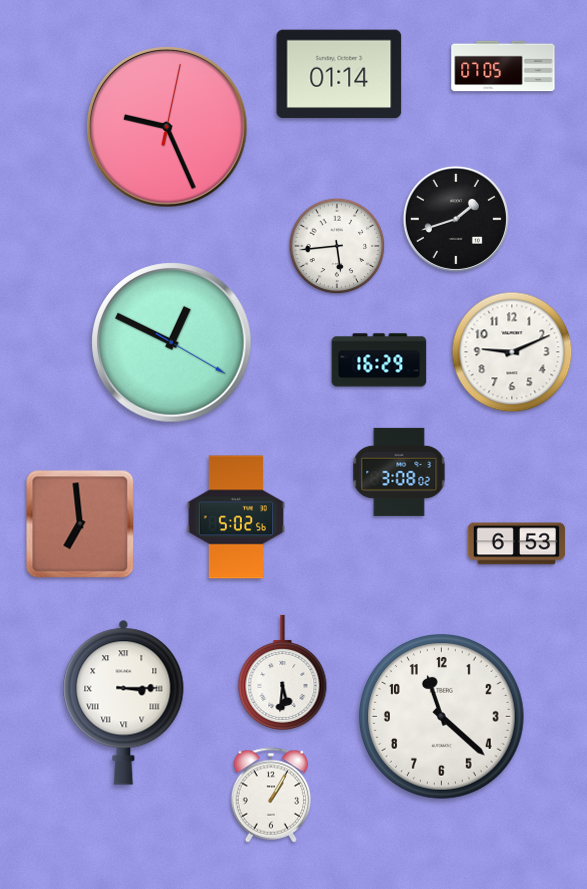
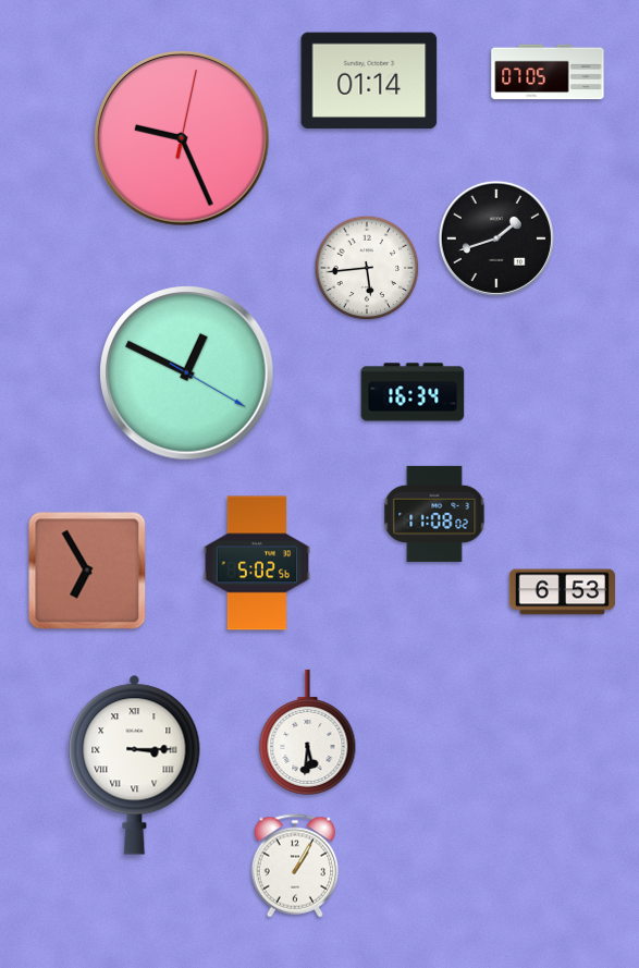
clock at (512, 352): 9:11 -> none
clock at (379, 360): 16:29 -> 16:34
clock at (399, 472): 3:08 -> 11:08
clock at (80, 524): 6:59 -> 6:55
clock at (442, 717): 11:22 -> none
